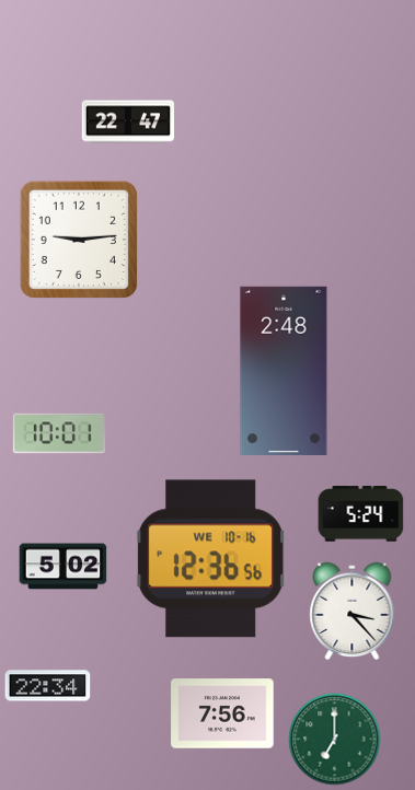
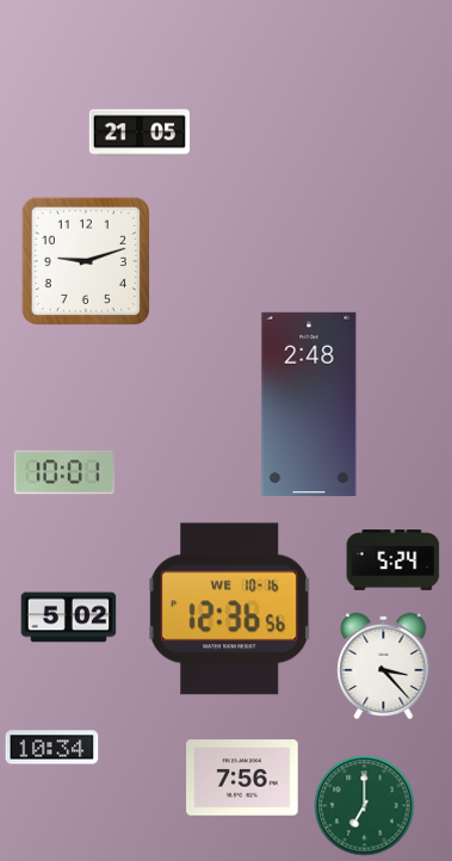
clock at (127, 121): 22:47 -> 21:05
clock at (78, 239): 9:14 -> 9:12
clock at (48, 686): 22:34 -> 10:34
